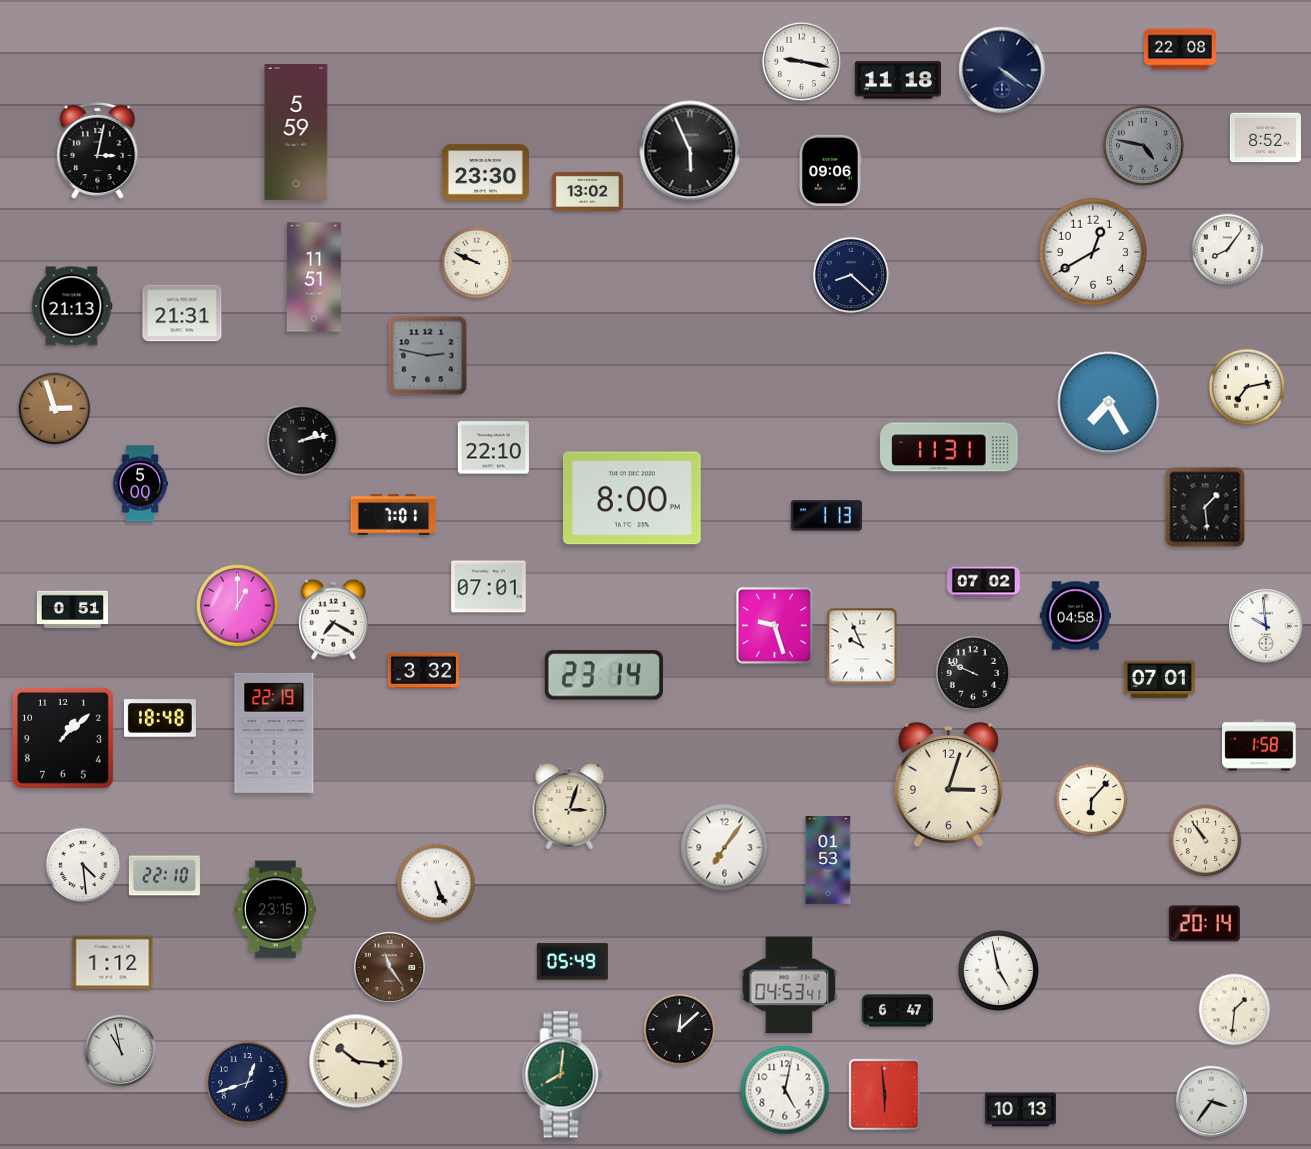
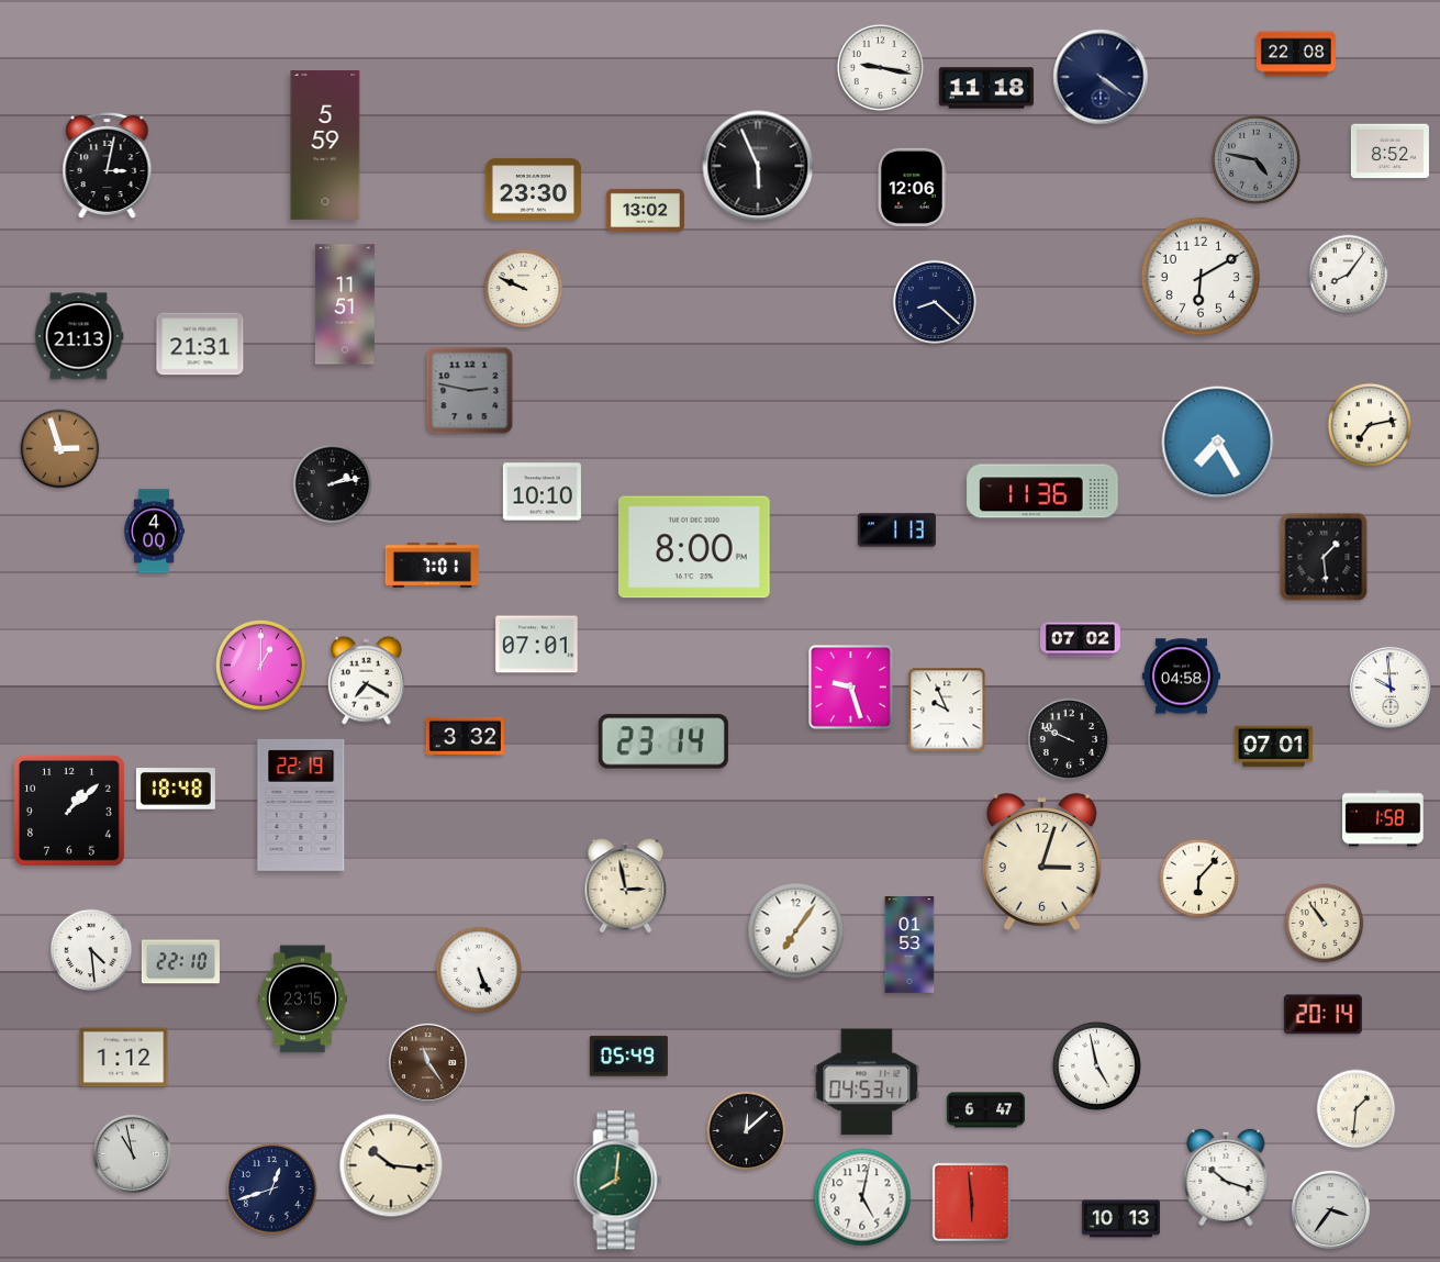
clock at (830, 170): 09:06 -> 12:06
clock at (1093, 252): 12:40 -> 6:10
clock at (949, 447): 11:31 -> 11:36
clock at (493, 448): 22:10 -> 10:10
clock at (141, 484): 5:00 -> 4:00
clock at (826, 516) position: (826, 516) -> (896, 531)
clock at (72, 610): 0:51 -> none
clock at (570, 807): 3:03 -> 2:58
clock at (1226, 1177): none -> 10:18
